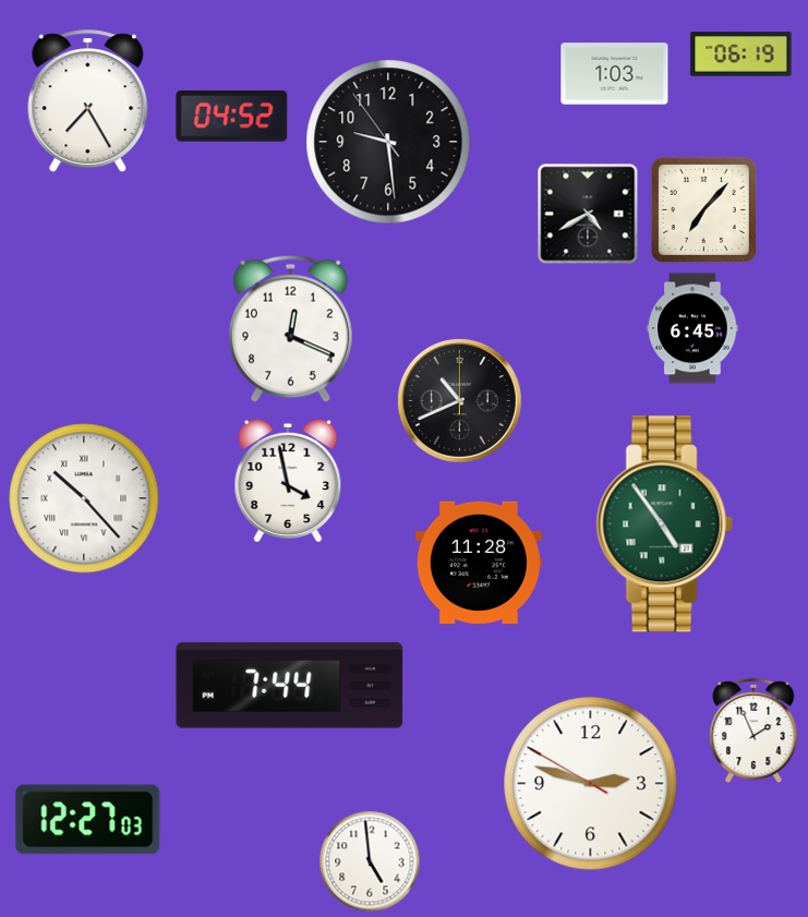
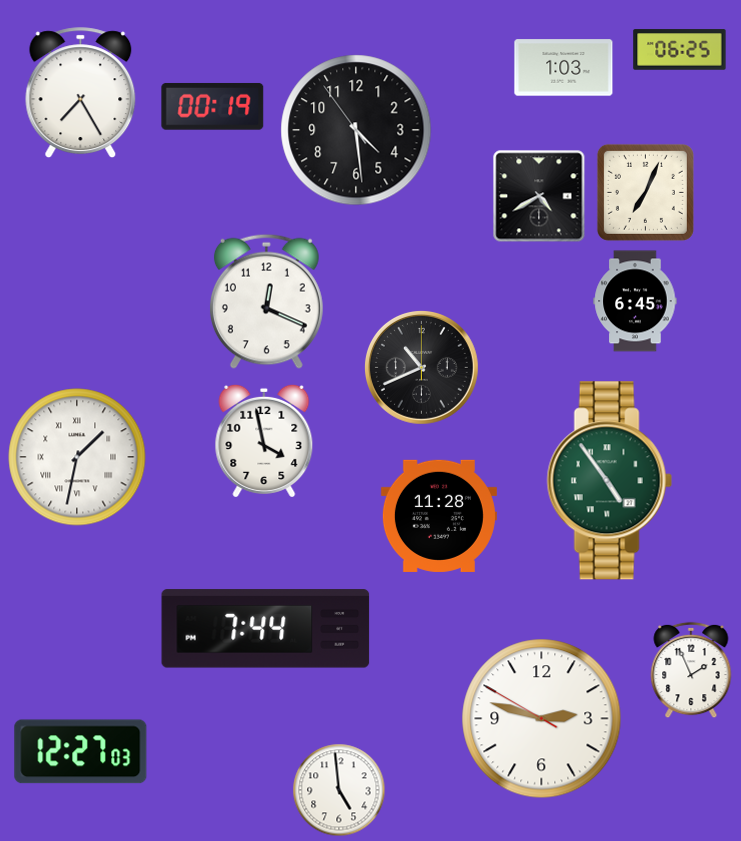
clock at (741, 55): 06:19 -> 06:25
clock at (232, 116): 04:52 -> 00:19
clock at (388, 142): 9:28 -> 4:28
clock at (703, 209): 7:07 -> 7:04
clock at (84, 498): 10:23 -> 1:32
